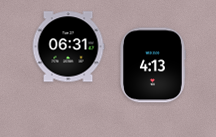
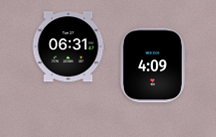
clock at (153, 65): 4:13 -> 4:09
